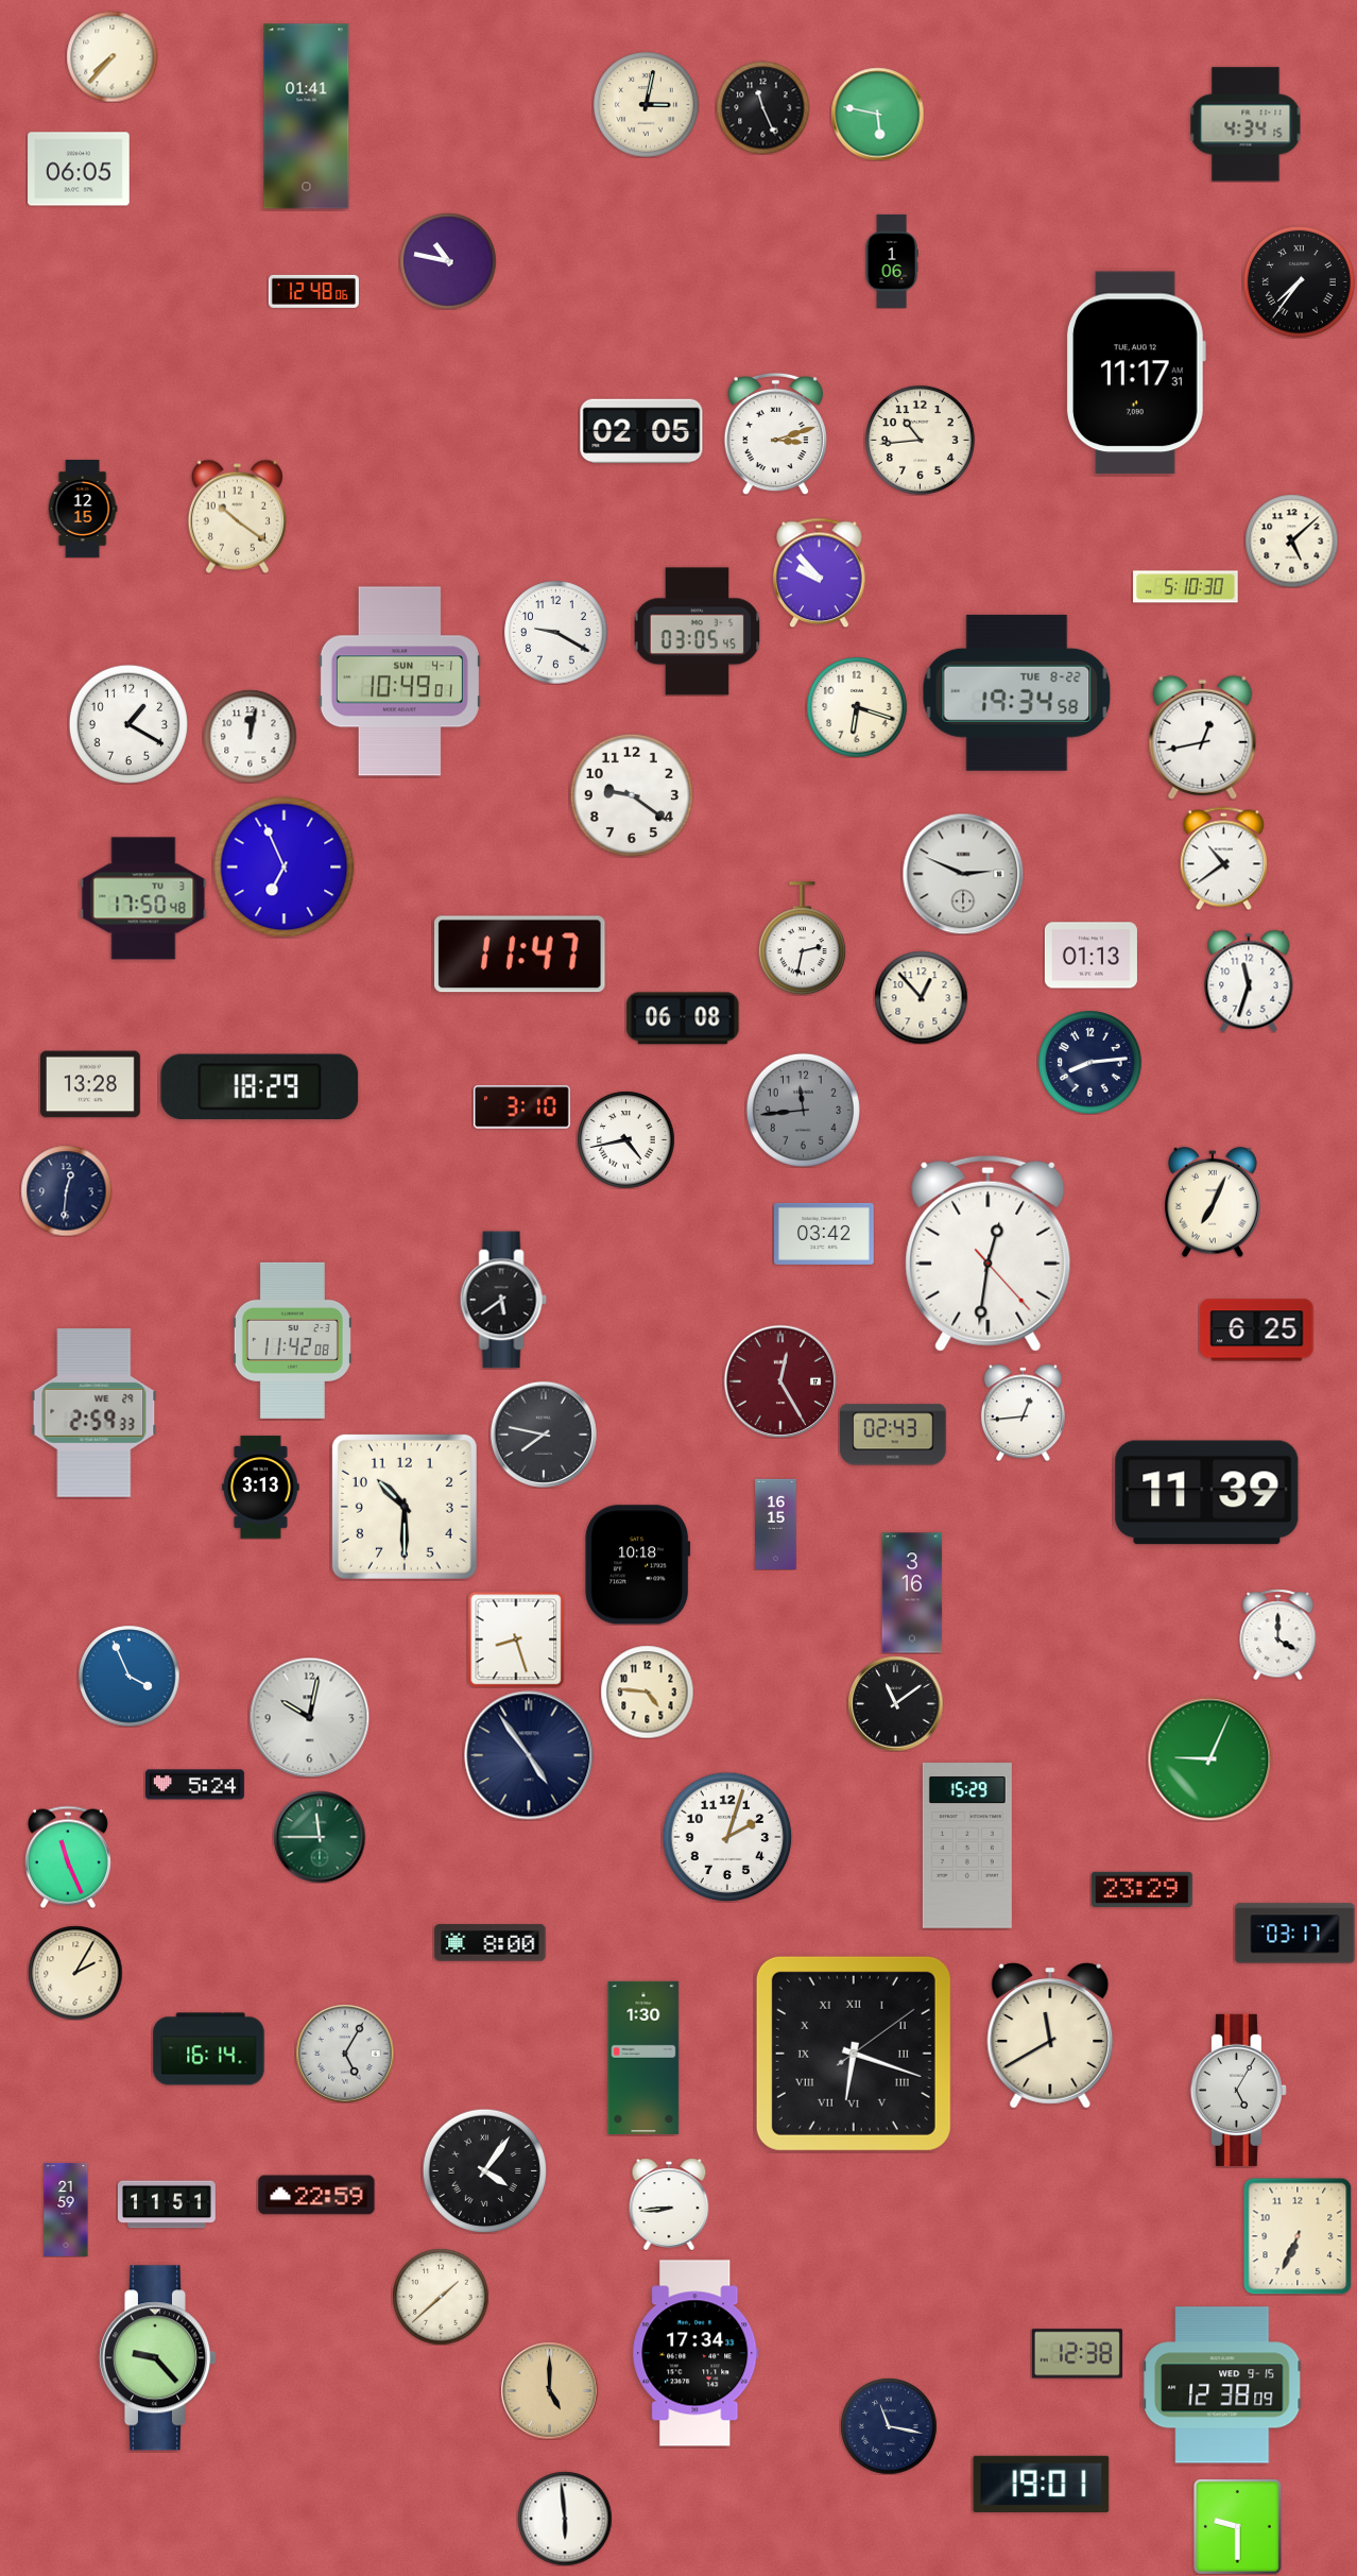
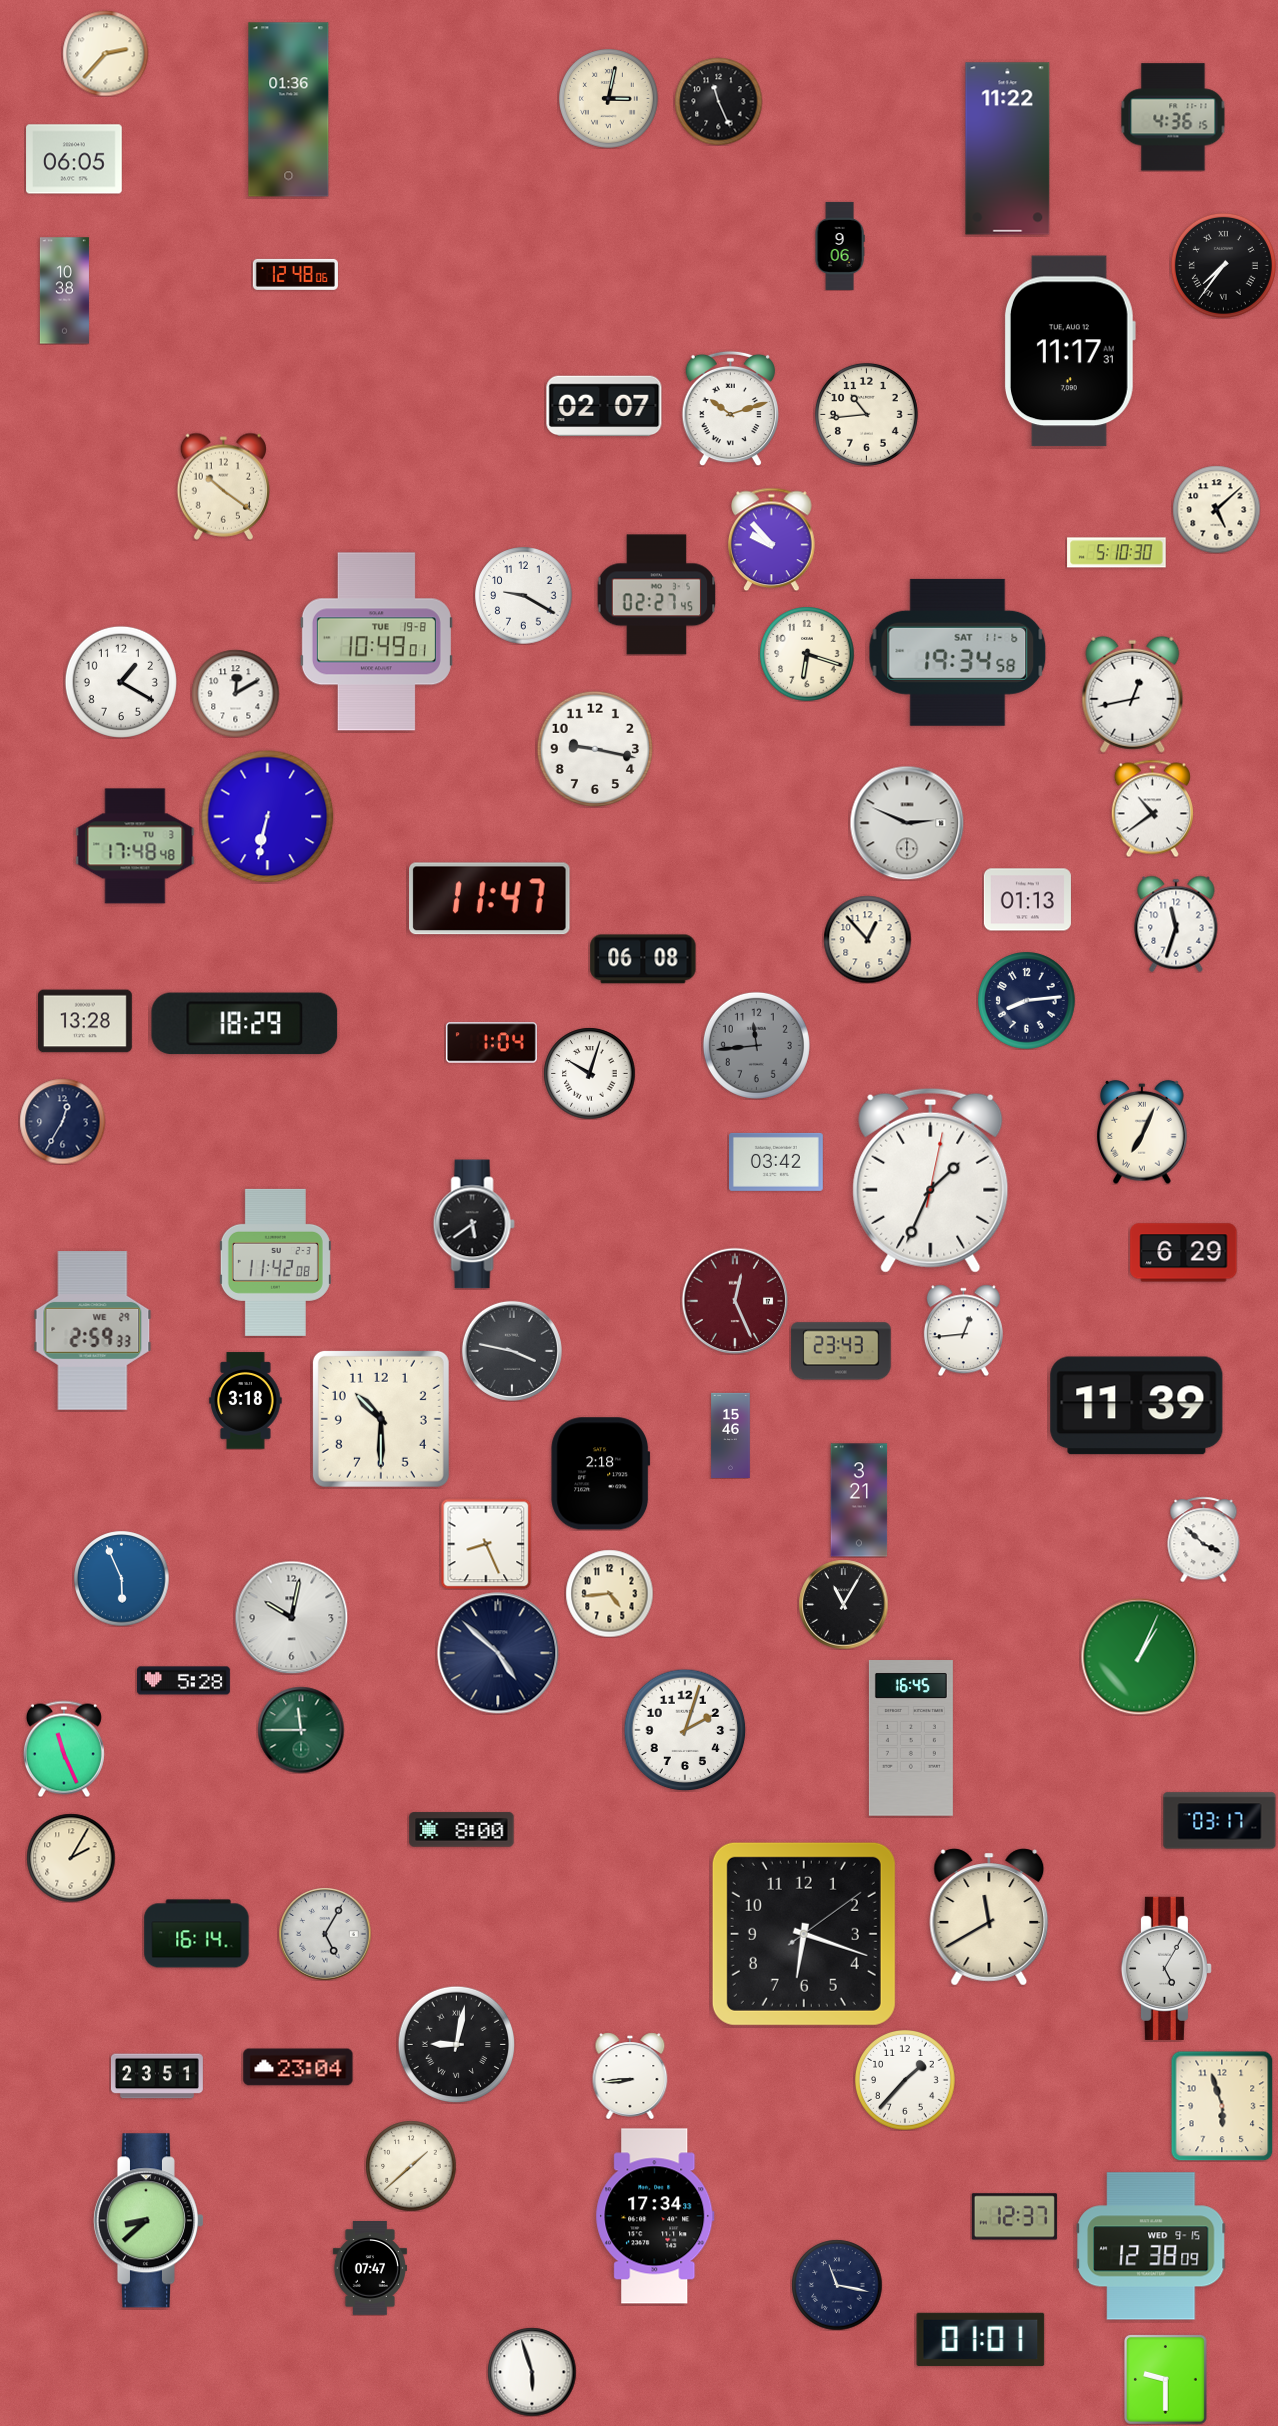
clock at (111, 56): 7:37 -> 2:37
clock at (877, 114): 5:47 -> none
clock at (307, 117): 01:41 -> 01:36
clock at (1246, 124): 4:34 -> 4:36
clock at (1008, 149): none -> 11:22
clock at (448, 261): 10:47 -> none
clock at (892, 261): 1:06 -> 9:06
clock at (64, 291): none -> 10:38
clock at (641, 431): 02:05 -> 02:07
clock at (775, 433): 3:12 -> 10:12
clock at (83, 510): 12:15 -> none
clock at (698, 632): 03:05 -> 02:27
clock at (399, 682) date: SUN 4-1 -> TUE 19-8
clock at (1017, 692) date: TUE 8-22 -> SAT 11-6
clock at (857, 707) position: (857, 707) -> (807, 654)
clock at (250, 736): 12:02 -> 12:10
clock at (631, 794): 9:21 -> 9:17
clock at (285, 868): 6:56 -> 6:32
clock at (143, 898): 17:50 -> 17:48
clock at (802, 939): 2:32 -> none
clock at (521, 1107): 3:10 -> 1:04
clock at (625, 1139): 4:43 -> 10:03
clock at (66, 1190): 12:31 -> 12:35
clock at (989, 1253): 12:31 -> 1:34
clock at (1257, 1330): 6:25 -> 6:29
clock at (780, 1381): 12:25 -> 12:26
clock at (95, 1413) position: (95, 1413) -> (93, 1331)
clock at (544, 1435): 7:47 -> 3:47
clock at (893, 1435): 02:43 -> 23:43
clock at (261, 1488): 3:13 -> 3:18
clock at (776, 1524): 16:15 -> 15:46
clock at (638, 1565): 10:18 -> 2:18
clock at (912, 1593): 3:16 -> 3:21
clock at (1278, 1634): 4:00 -> 3:52
clock at (516, 1639): 8:27 -> 8:26
clock at (128, 1676): 3:56 -> 5:56
clock at (647, 1691): 4:46 -> 4:44
clock at (895, 1703): 11:09 -> 11:05
clock at (529, 1755): 4:54 -> 4:52
clock at (1209, 1758): 9:04 -> 1:04
clock at (195, 1785): 5:24 -> 5:28
clock at (967, 1845): 15:29 -> 16:45
clock at (1141, 1889): 23:29 -> none
clock at (209, 2049) position: (209, 2049) -> (197, 1934)
clock at (854, 2054) numerals: Roman -> Arabic
clock at (643, 2058): 1:30 -> none
clock at (484, 2170): 4:06 -> 9:02
clock at (316, 2195): 22:59 -> 23:04
clock at (167, 2204): 11:51 -> 23:51
clock at (66, 2210): 21:59 -> none
clock at (906, 2081): none -> 1:37
clock at (1298, 2236): 6:34 -> 5:57
clock at (441, 2297) position: (441, 2297) -> (411, 2166)
clock at (1077, 2354): 12:38 -> 12:37
clock at (157, 2358): 9:23 -> 8:38
clock at (549, 2390): 5:00 -> none
clock at (370, 2269): none -> 07:47
clock at (1042, 2484): 19:01 -> 01:01
clock at (565, 2519): 5:59 -> 5:57
